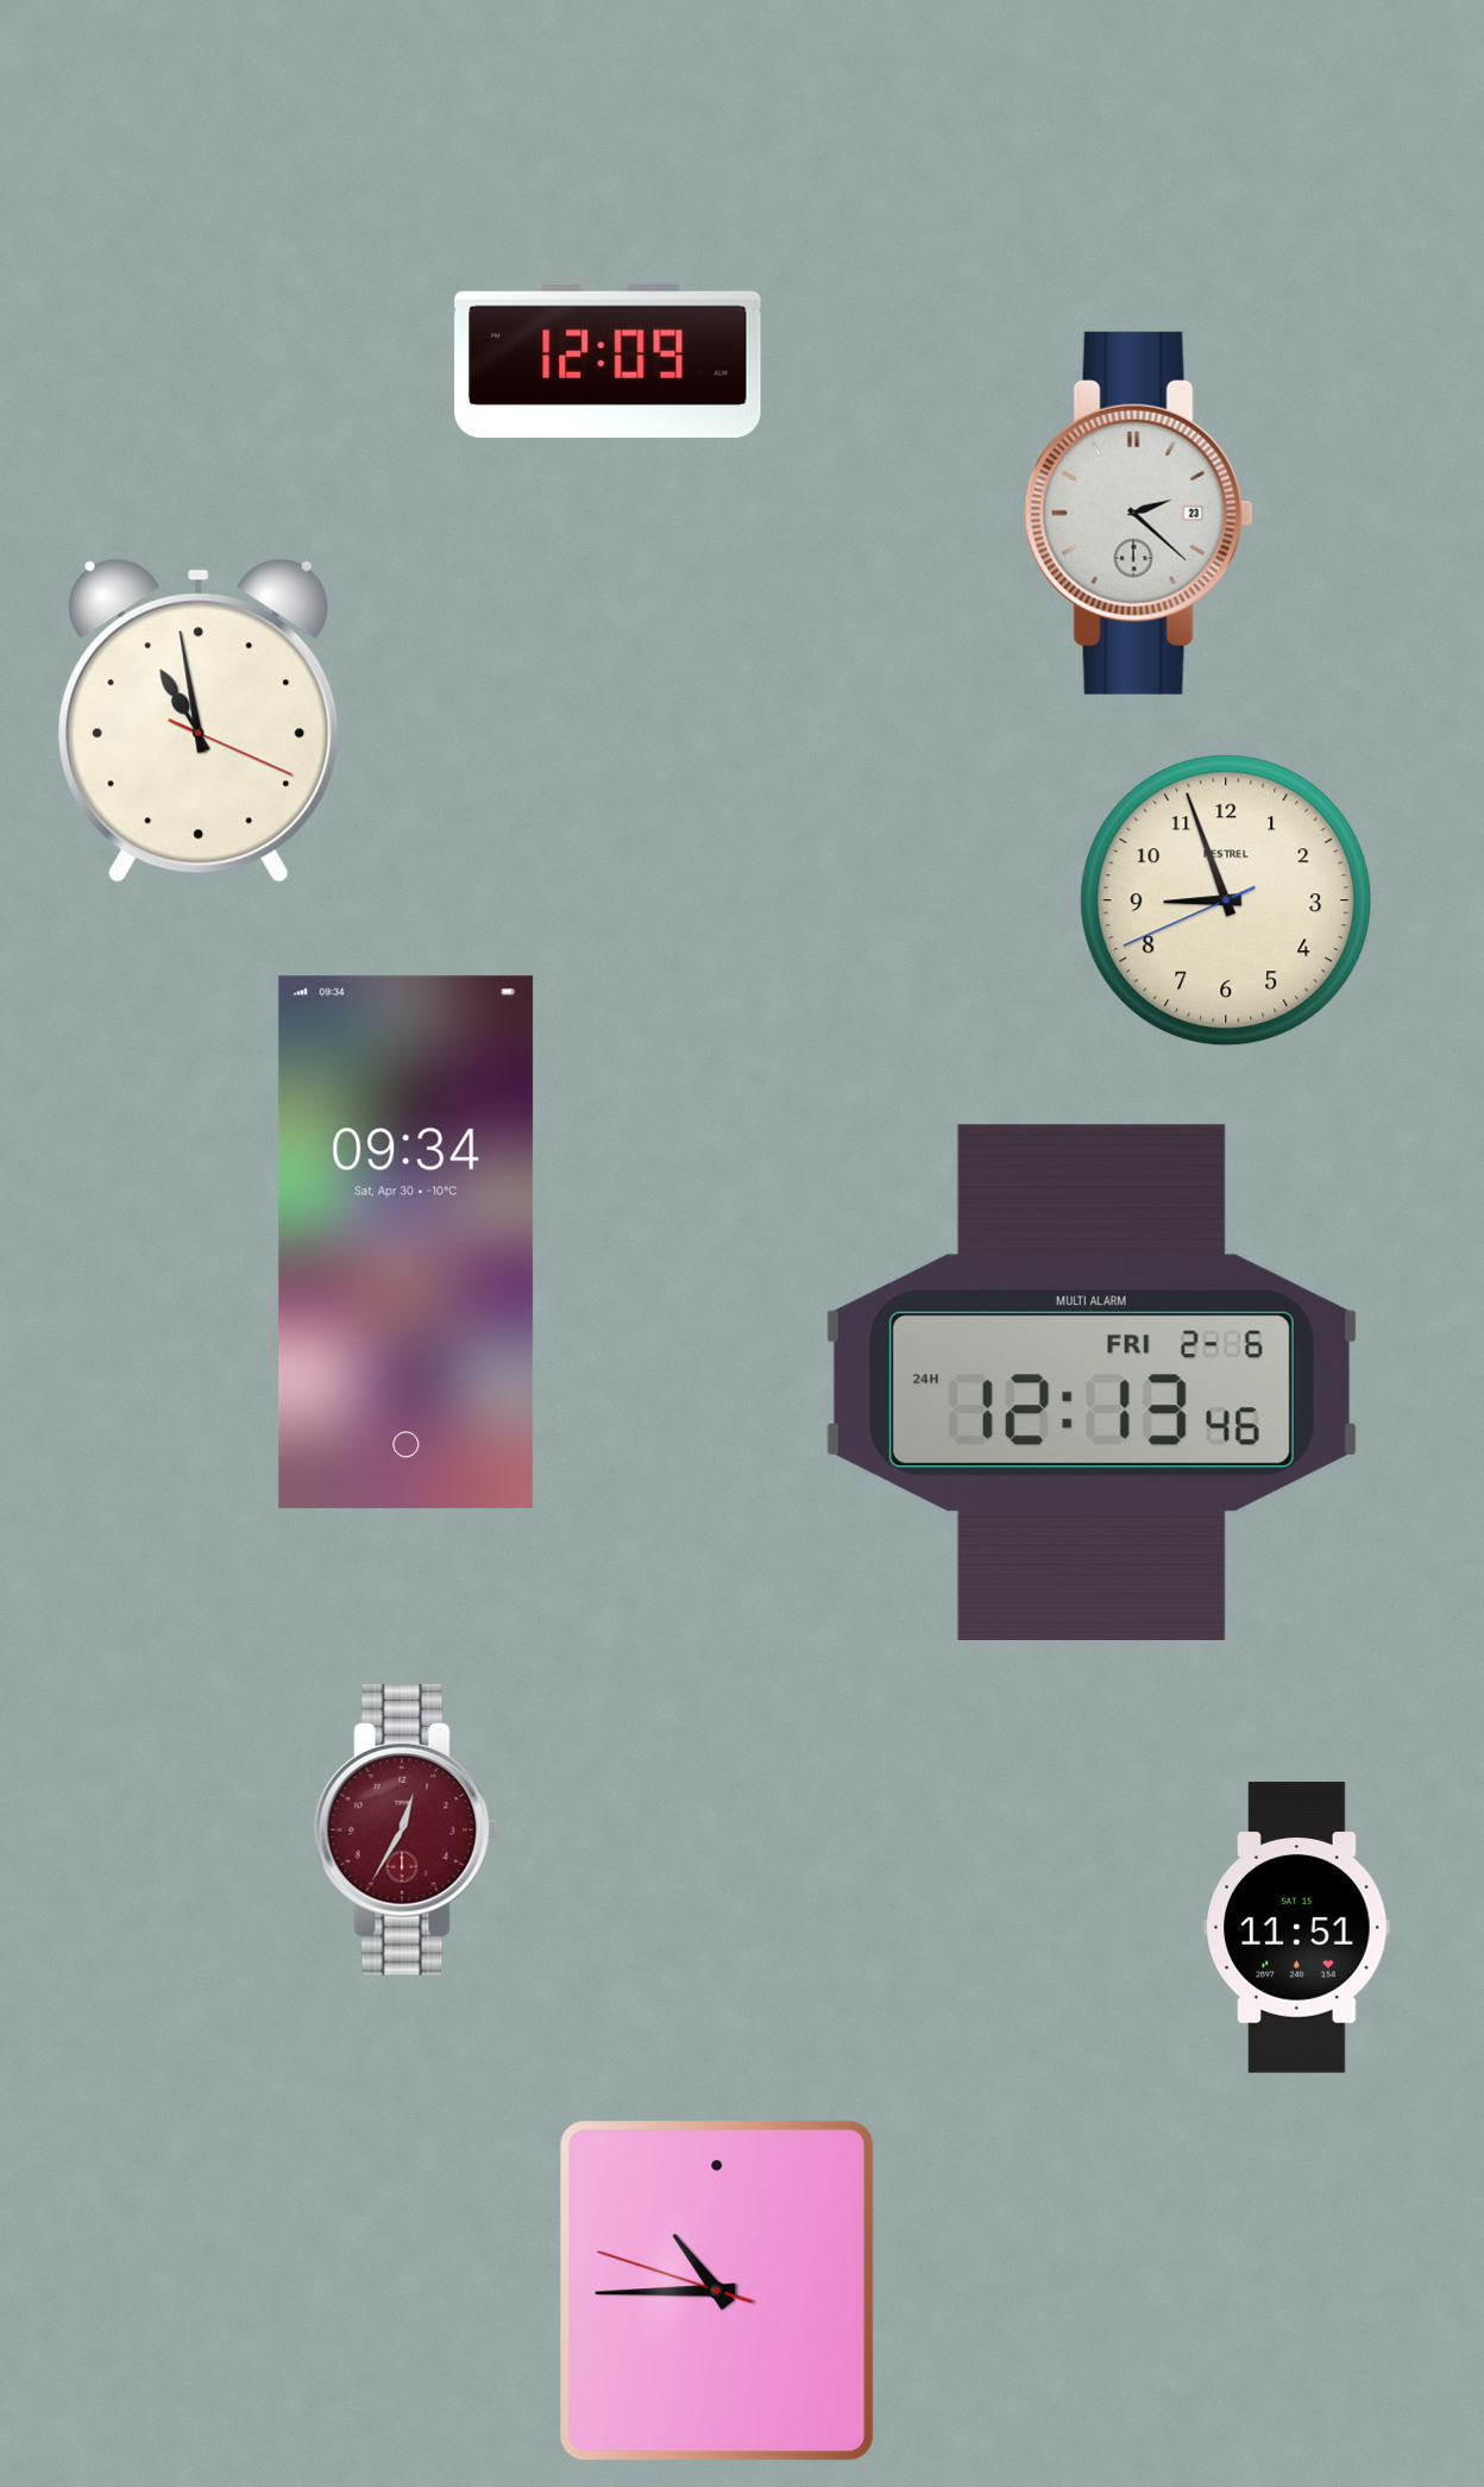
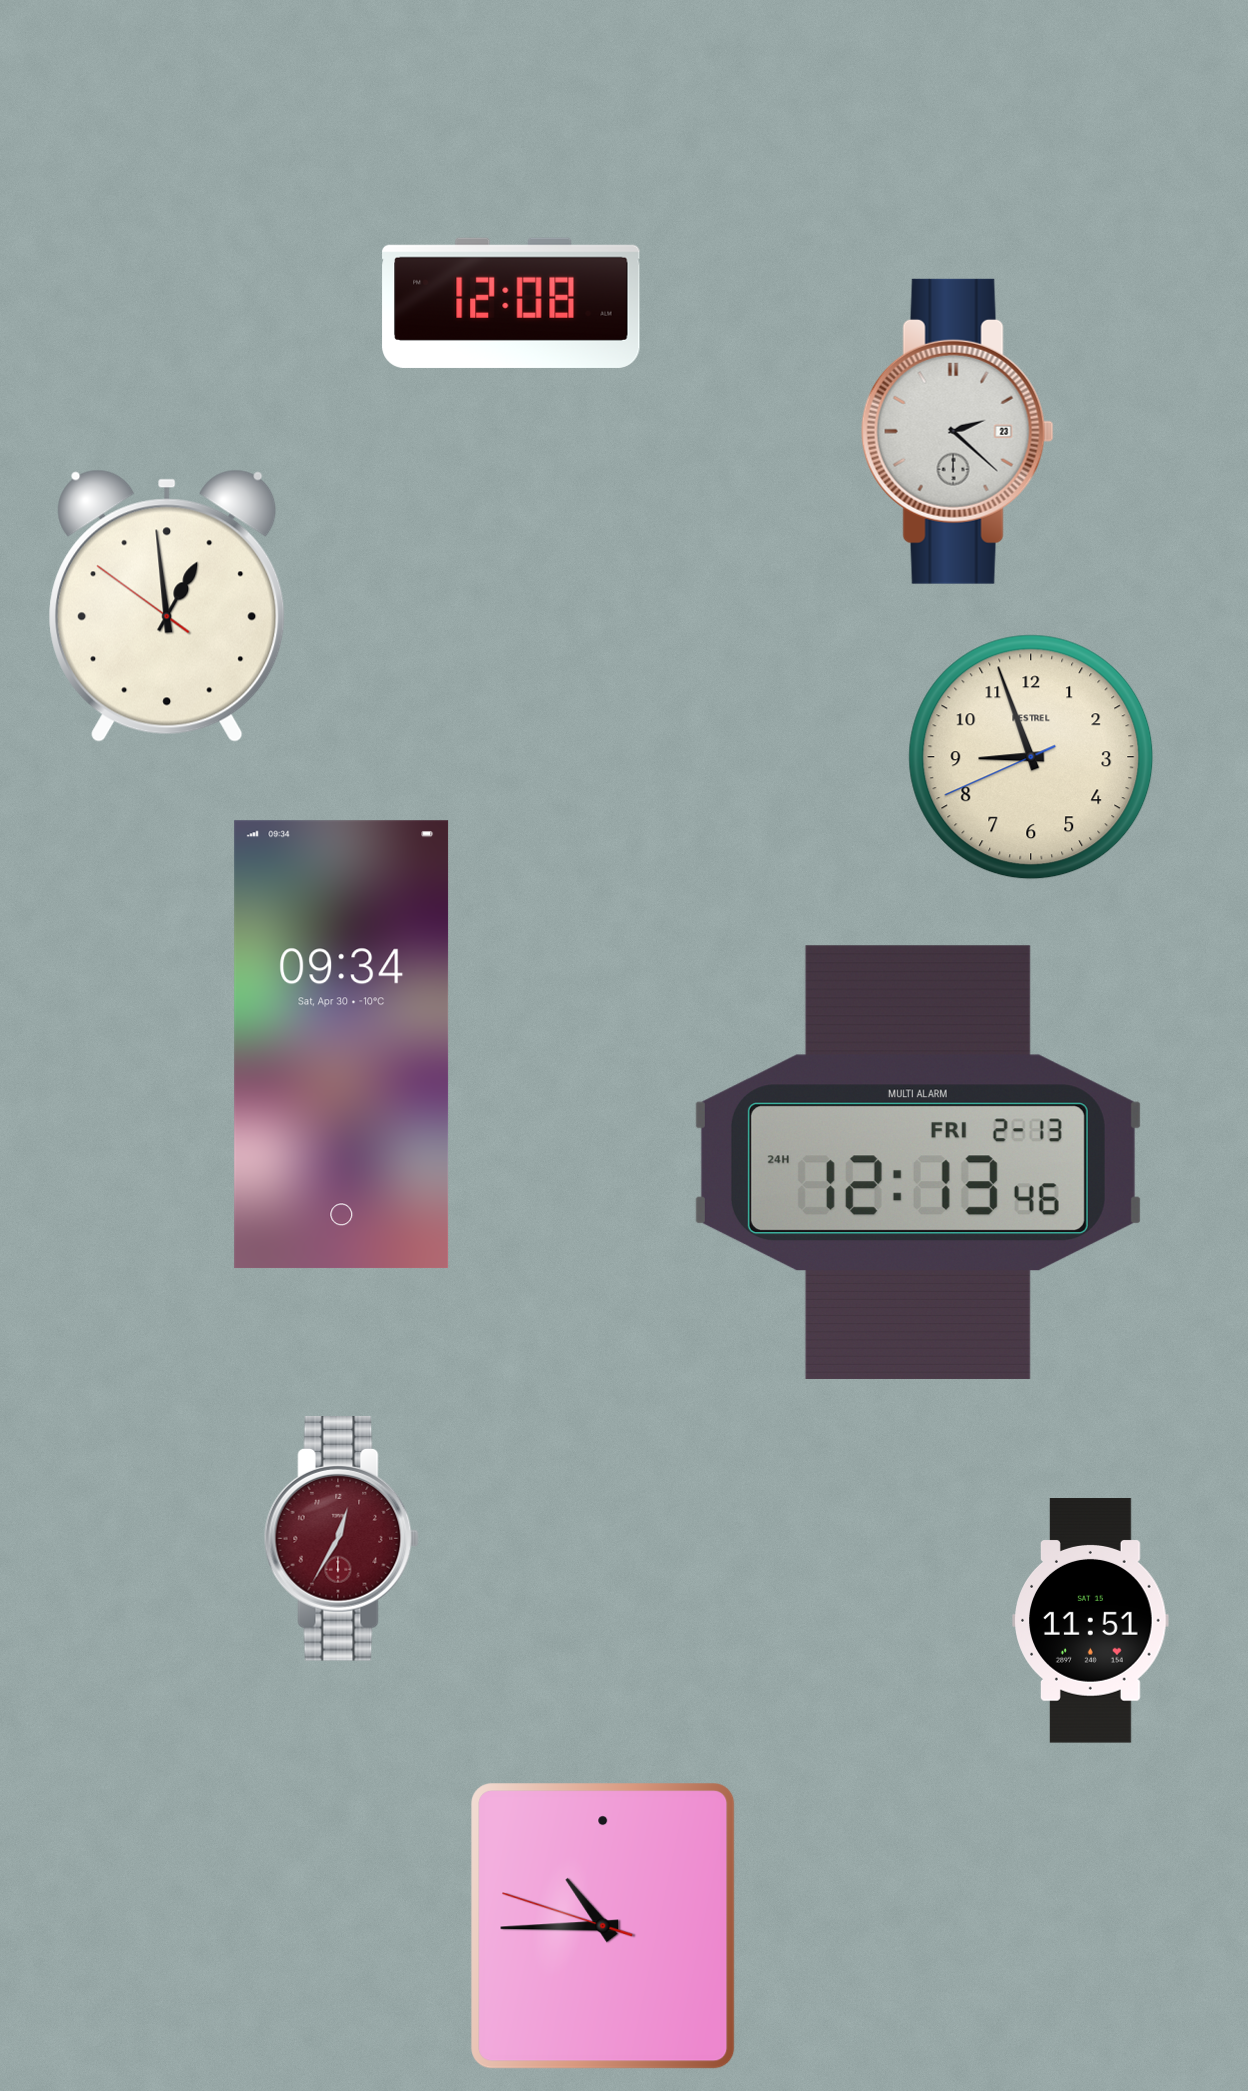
clock at (608, 360): 12:09 -> 12:08
clock at (199, 721): 10:58 -> 12:58
clock at (1092, 1382) date: FRI 2-6 -> FRI 2-13
